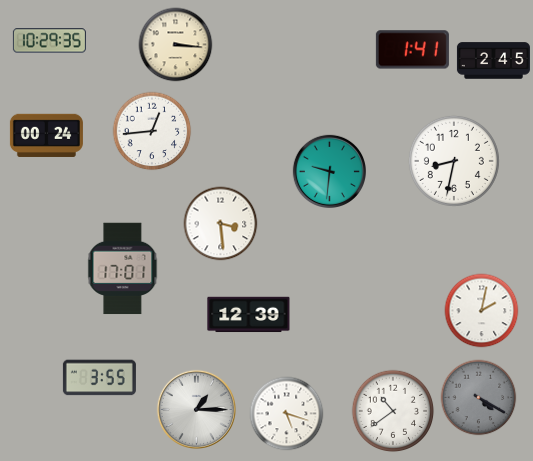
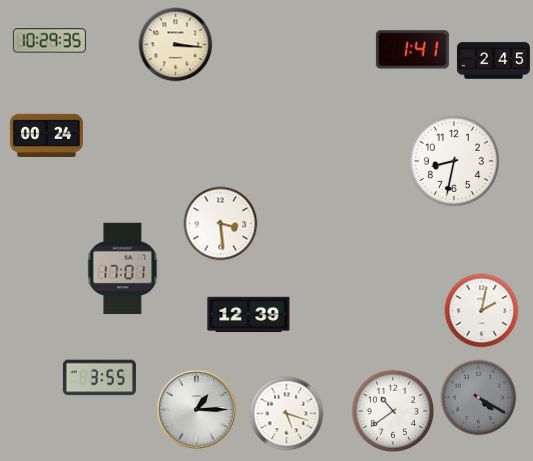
clock at (152, 131): 12:44 -> none
clock at (329, 171): 9:31 -> none
